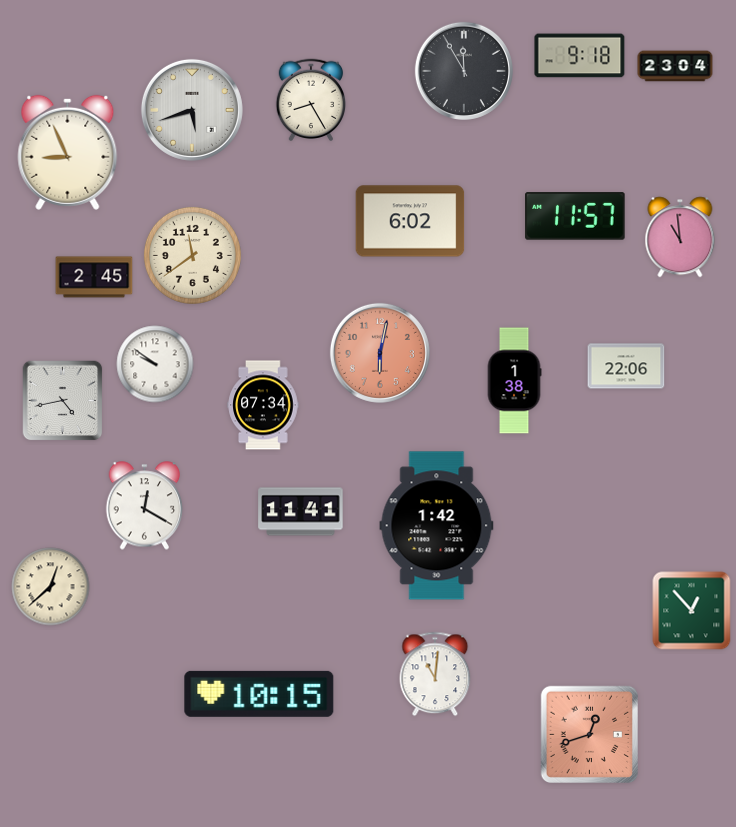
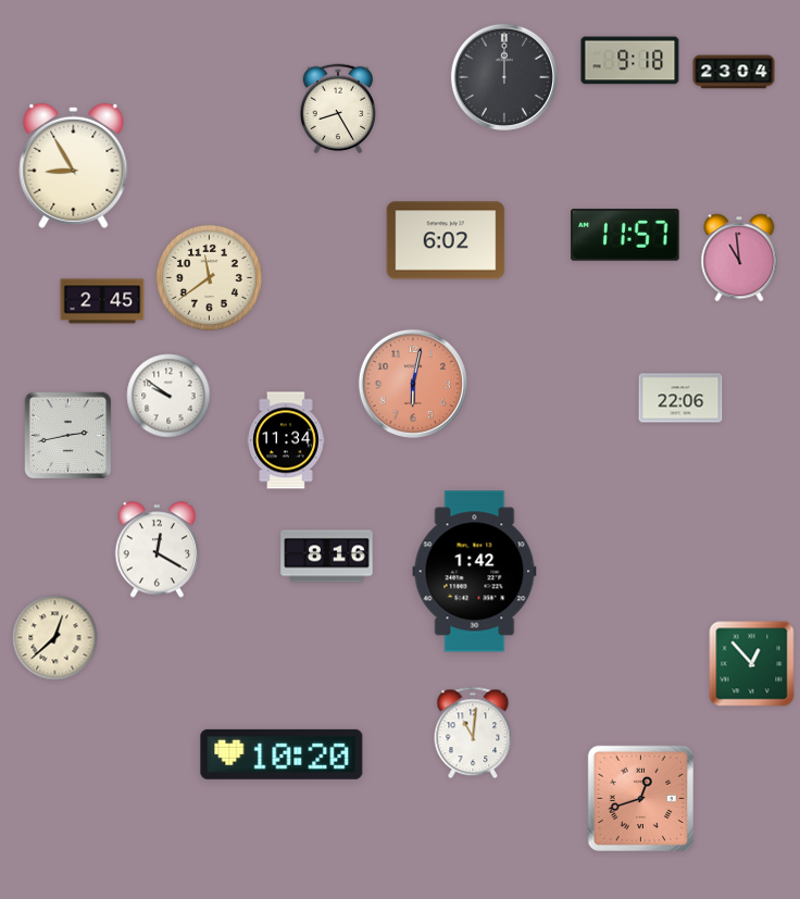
clock at (464, 71): 11:55 -> 12:00
clock at (192, 110): 5:42 -> none
clock at (68, 152): 8:56 -> 8:55
clock at (514, 381): 1:38 -> none
clock at (63, 401): 4:43 -> 2:43
clock at (263, 405): 07:34 -> 11:34
clock at (301, 512): 11:41 -> 8:16
clock at (259, 694): 10:15 -> 10:20
